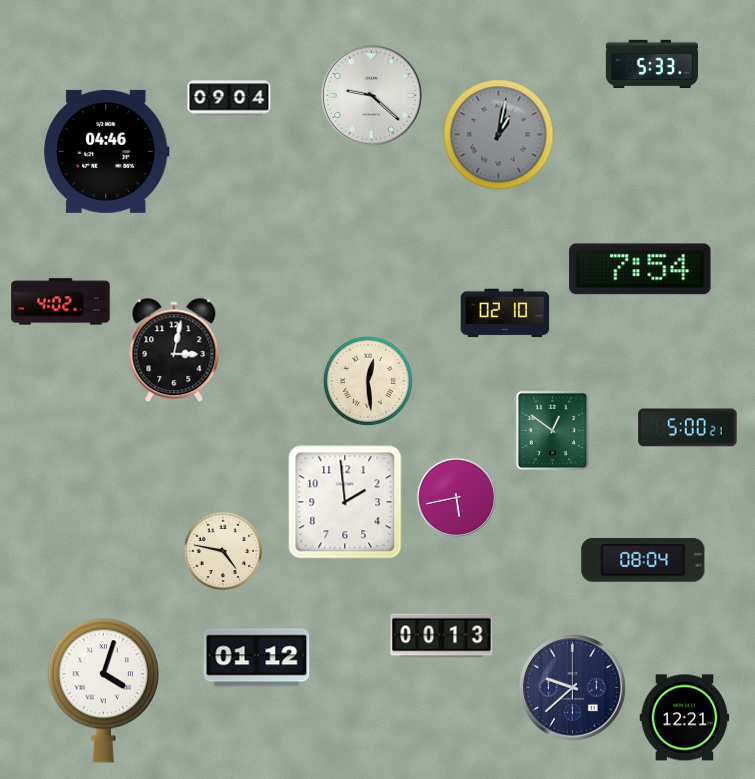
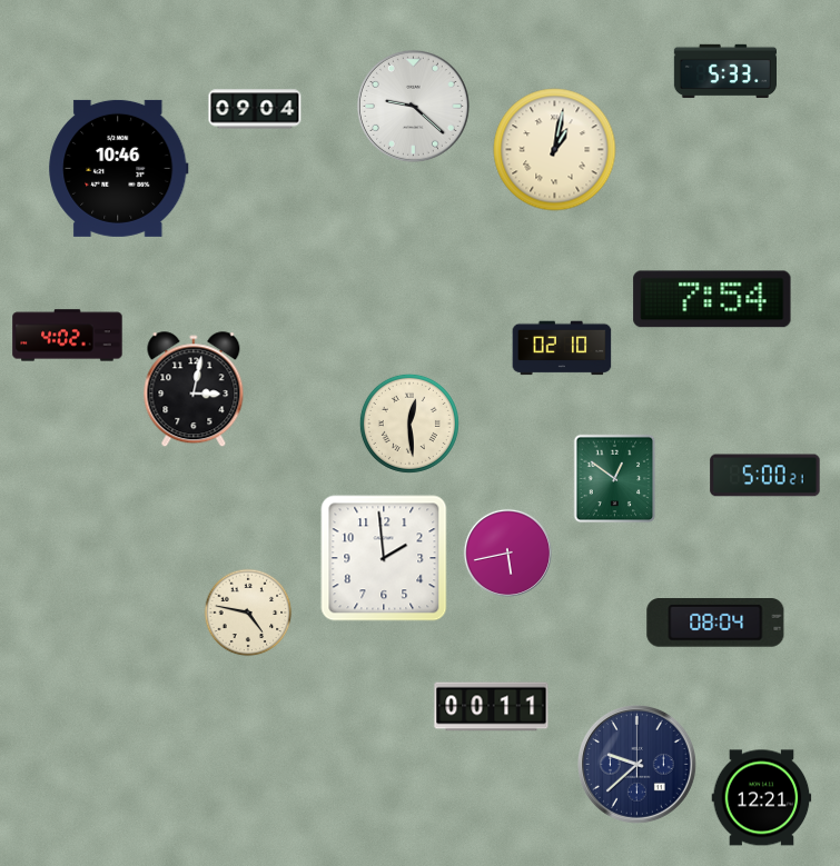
clock at (499, 135) dial: grey -> cream
clock at (107, 151): 04:46 -> 10:46
clock at (442, 636): 00:13 -> 00:11
clock at (257, 658): 01:12 -> none
clock at (103, 690): 4:03 -> none
